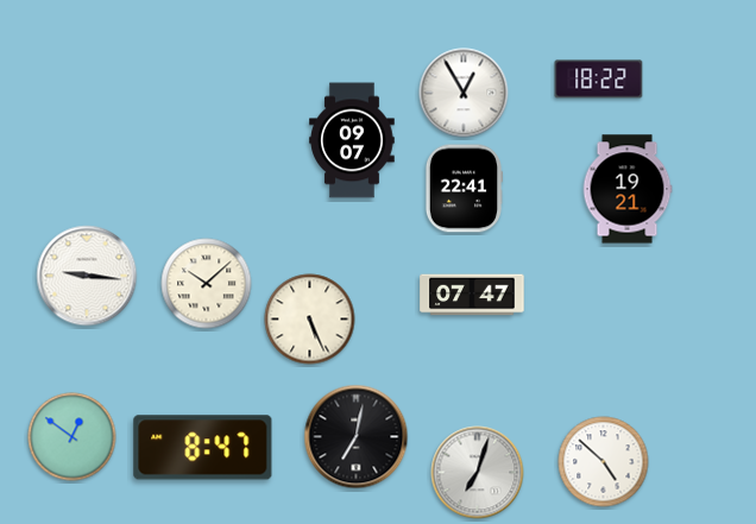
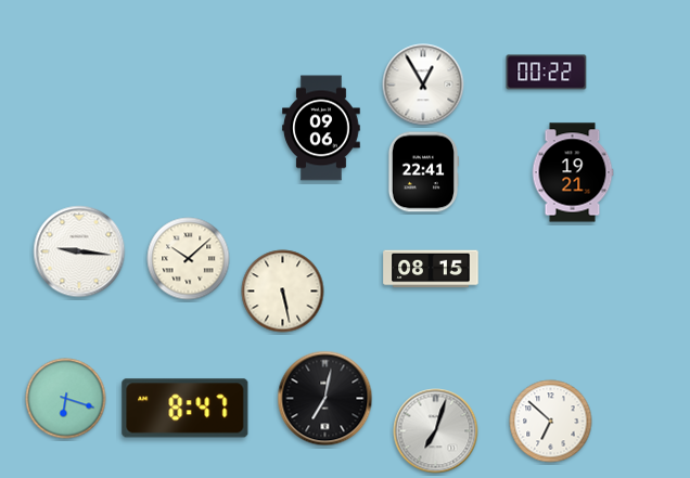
clock at (599, 80): 18:22 -> 00:22
clock at (352, 140): 09:07 -> 09:06
clock at (472, 295): 07:47 -> 08:15
clock at (310, 320): 5:26 -> 5:28
clock at (73, 437): 12:51 -> 6:18
clock at (604, 462): 4:52 -> 6:52
